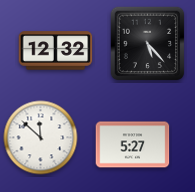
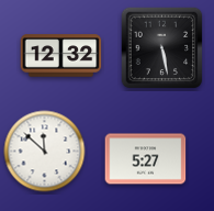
clock at (148, 44): 5:23 -> 5:28
